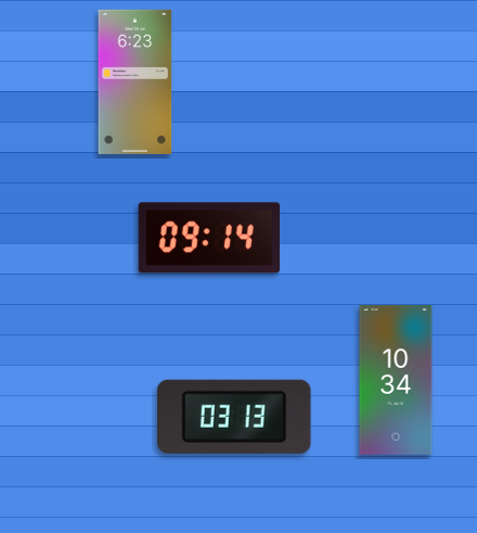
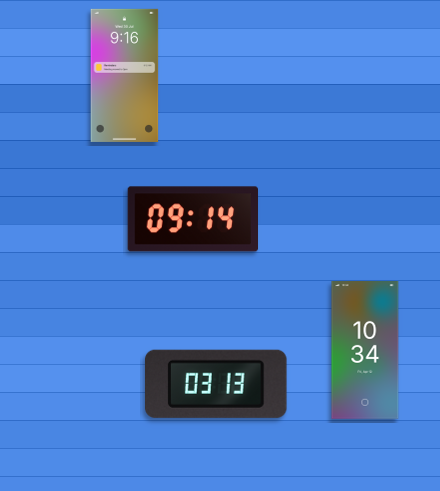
clock at (136, 81): 6:23 -> 9:16
